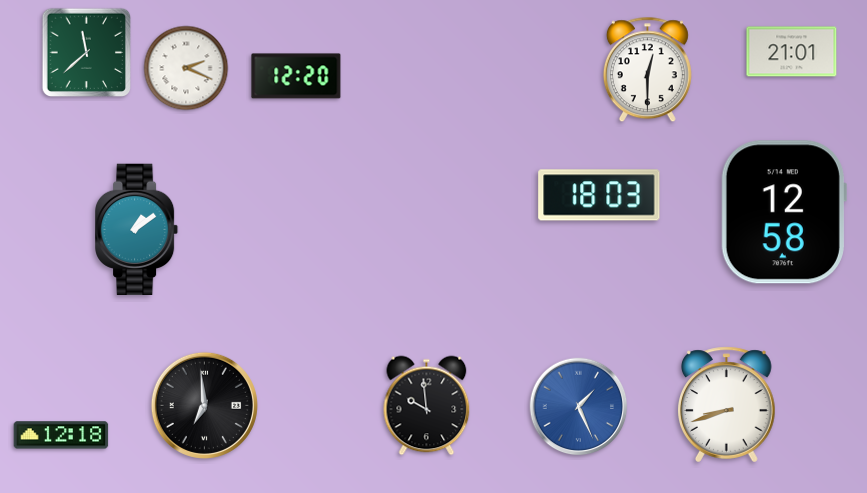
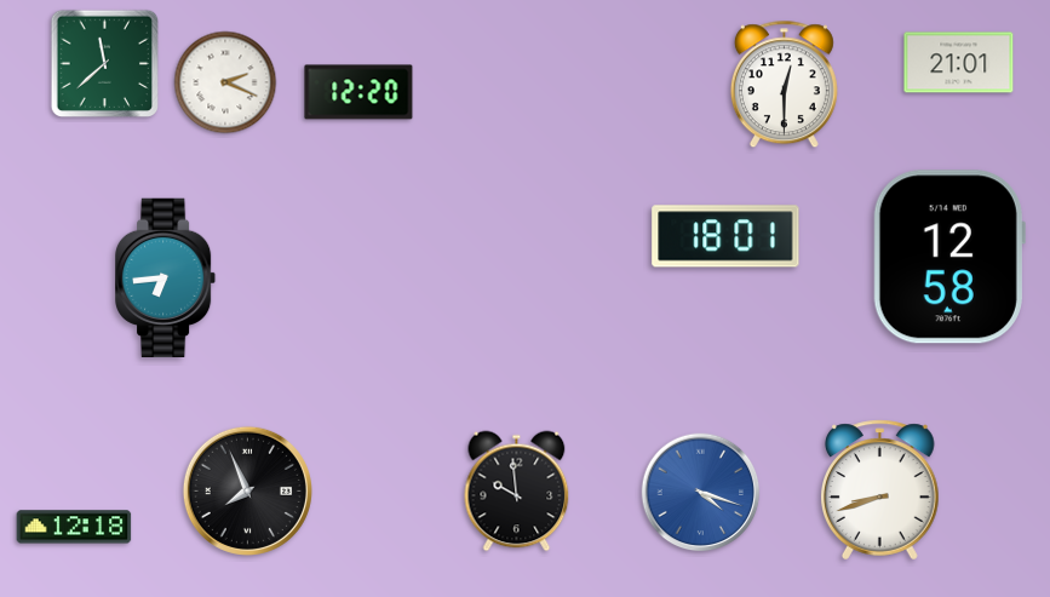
clock at (599, 195): 18:03 -> 18:01
clock at (138, 230): 1:09 -> 6:44
clock at (204, 405): 6:59 -> 7:56
clock at (579, 407): 1:26 -> 4:18
